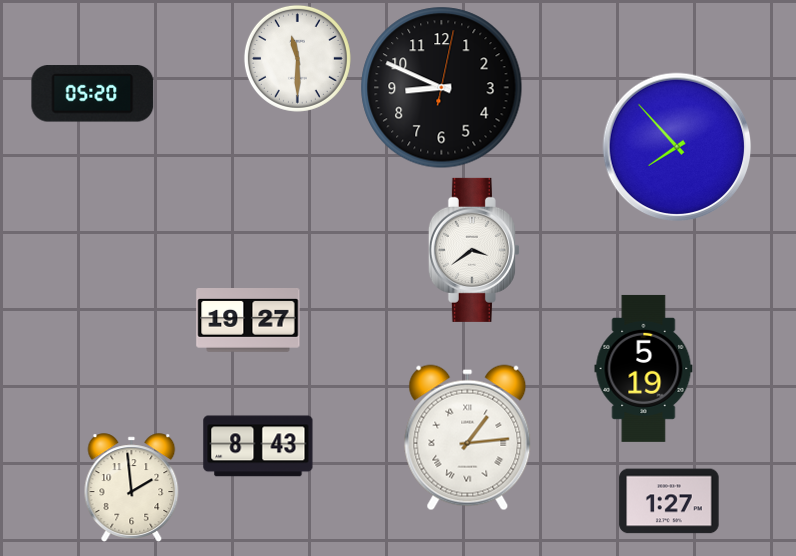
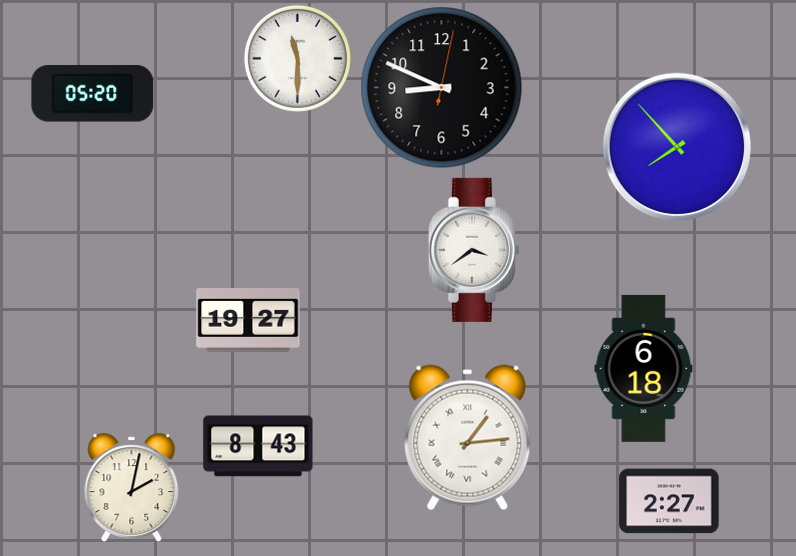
clock at (644, 368): 5:19 -> 6:18
clock at (132, 488): 1:59 -> 2:02
clock at (669, 501): 1:27 -> 2:27
